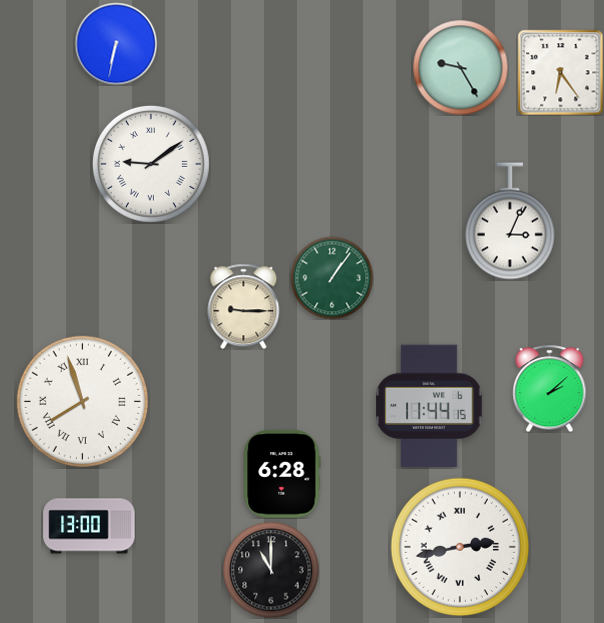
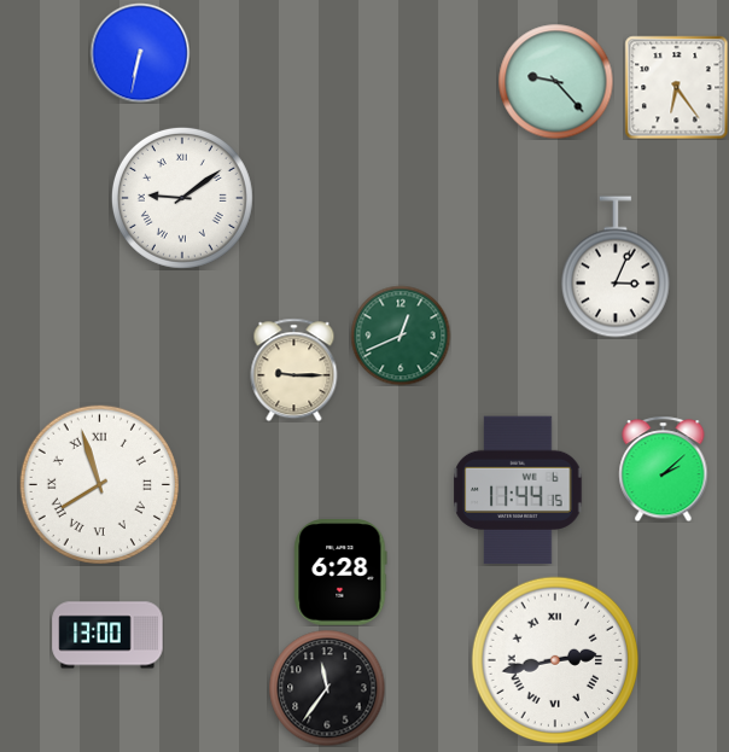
clock at (460, 67): 9:25 -> 9:23
clock at (332, 278): 1:06 -> 12:41
clock at (271, 570): 11:00 -> 11:36
